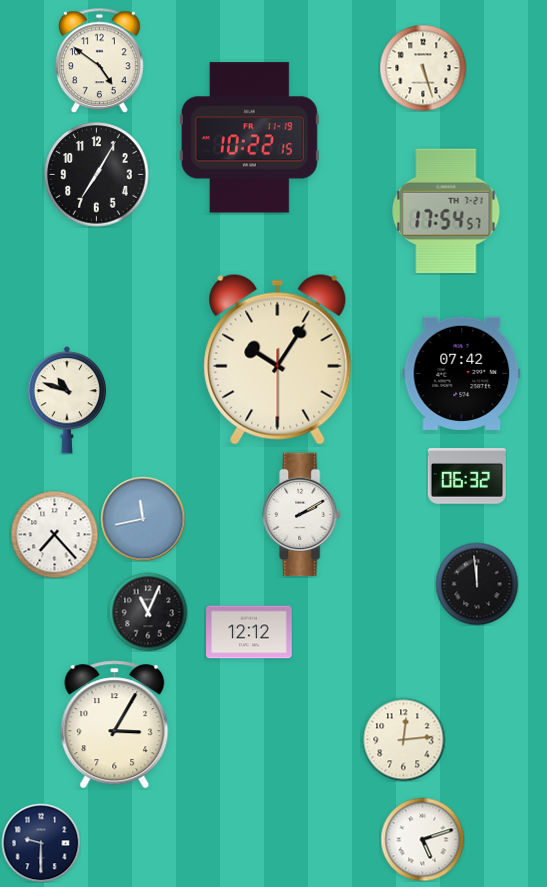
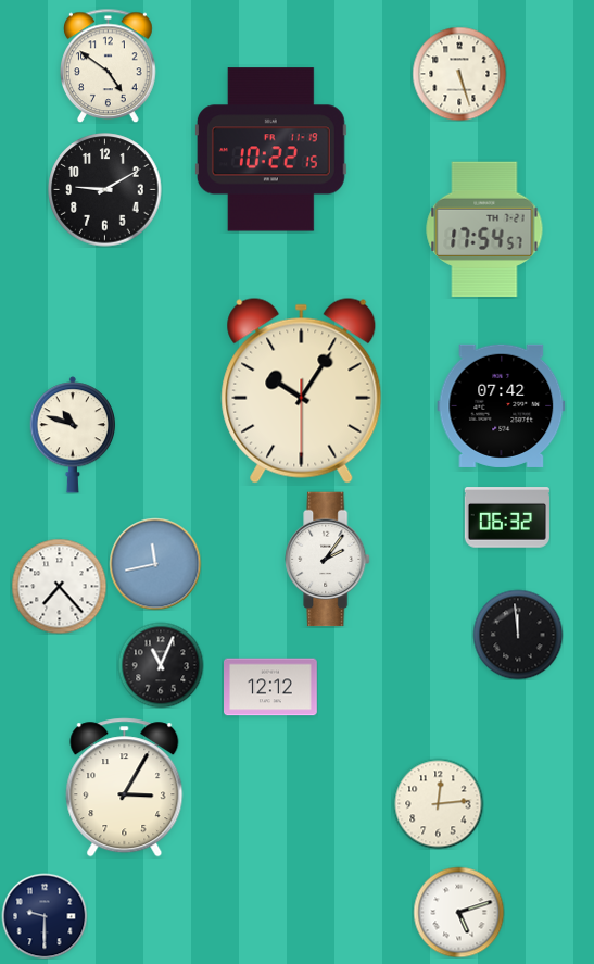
clock at (97, 175): 7:05 -> 9:10
clock at (302, 515): 2:10 -> 2:06
clock at (54, 534) position: (54, 534) -> (59, 586)
